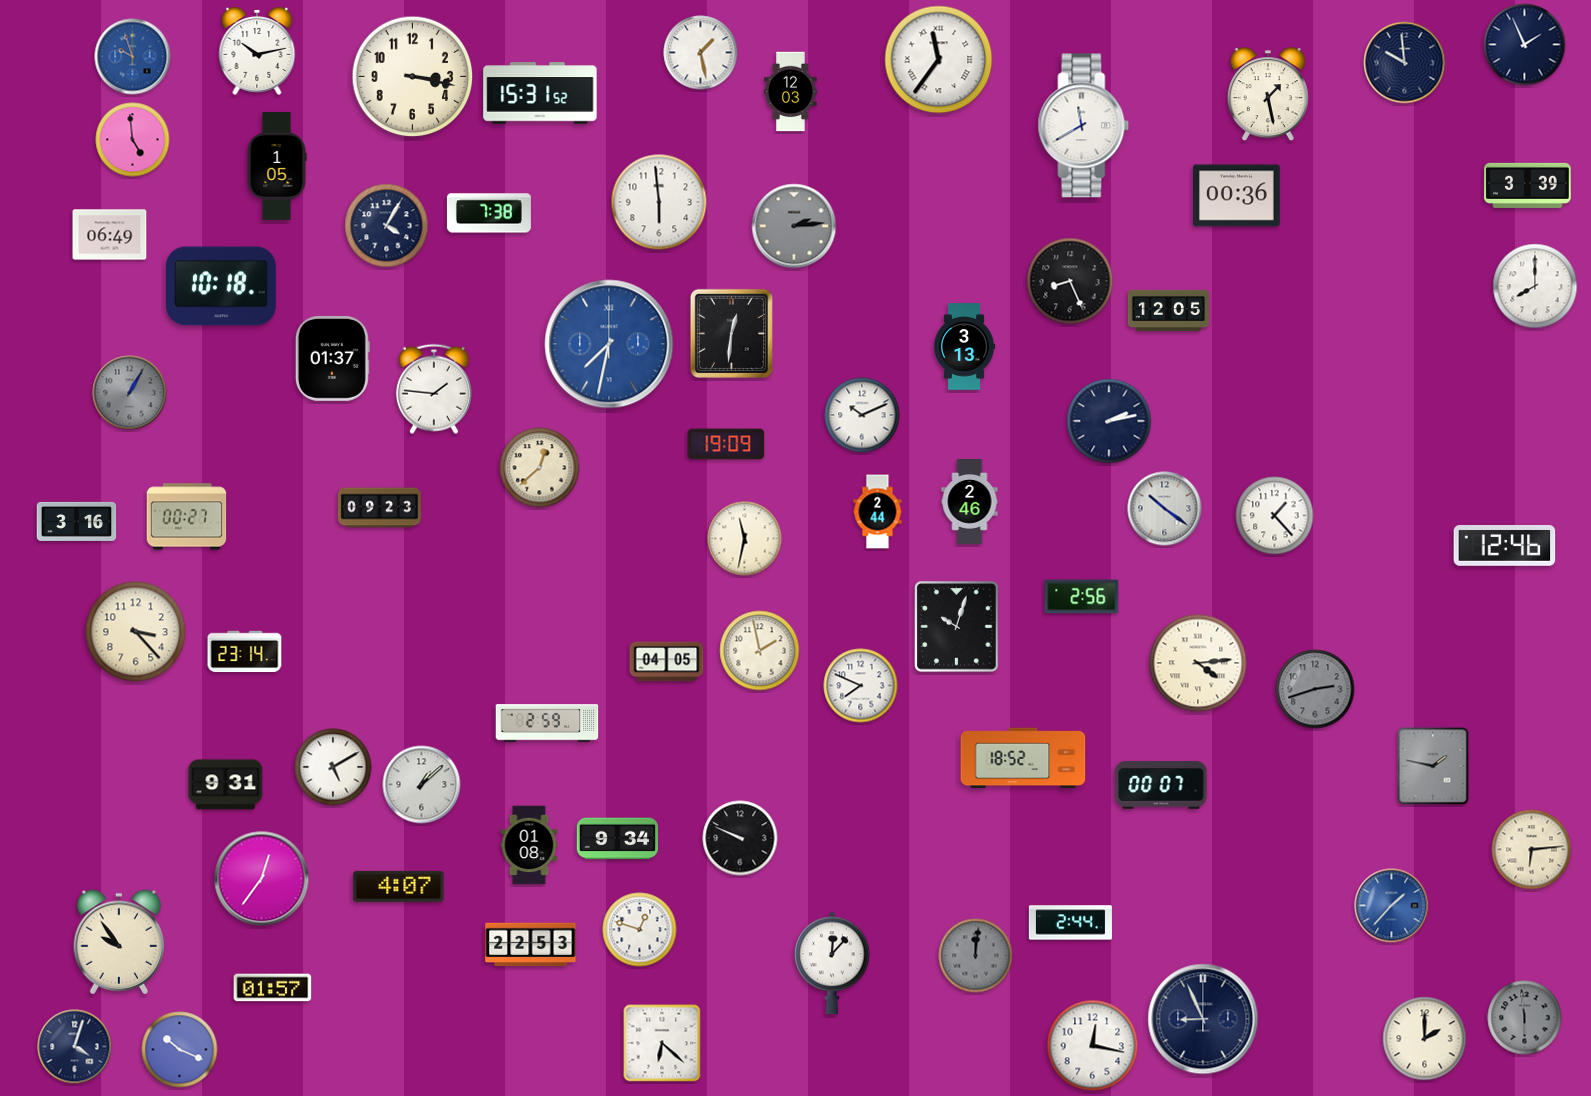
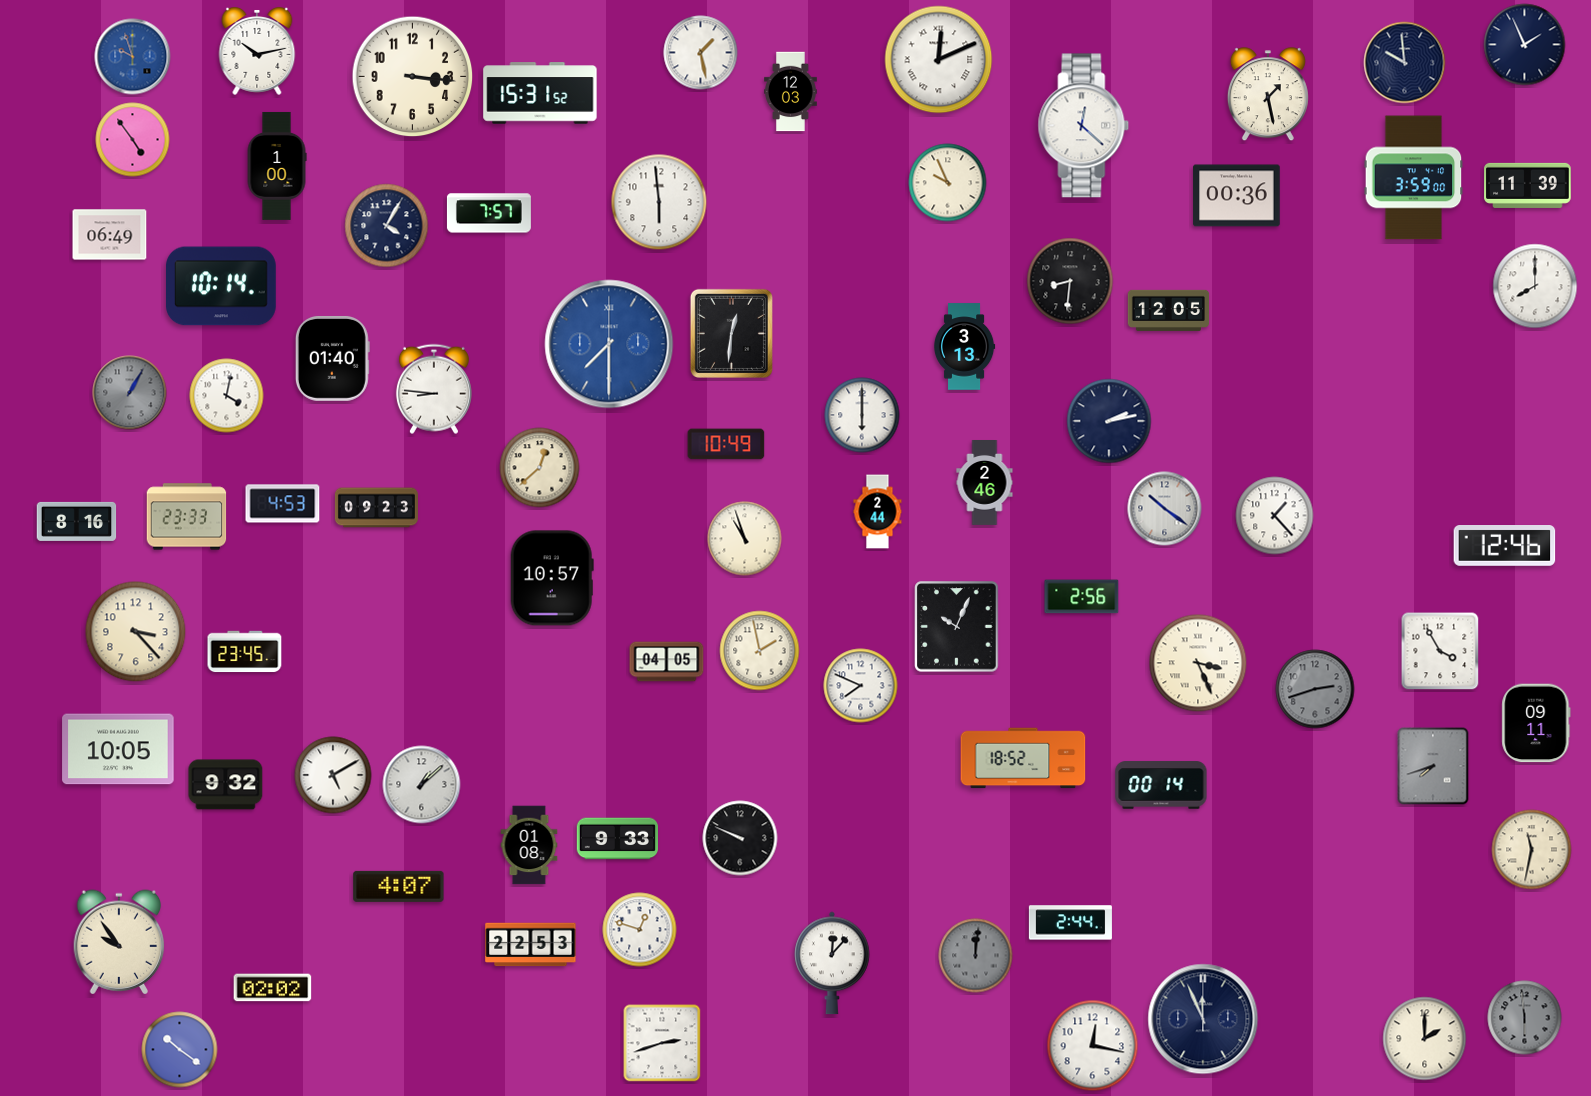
clock at (939, 60): 11:36 -> 12:11
clock at (413, 77): 3:17 -> 3:16
clock at (1084, 126): 11:40 -> 12:22
clock at (133, 140): 4:59 -> 4:54
clock at (277, 166): 1:05 -> 1:00
clock at (1414, 178): none -> 3:59
clock at (948, 183): none -> 9:56
clock at (1528, 185): 3:39 -> 11:39
clock at (489, 213): 7:38 -> 7:57
clock at (794, 226): 2:14 -> none
clock at (1070, 281): 8:26 -> 8:31
clock at (222, 286): 10:18 -> 10:14
clock at (609, 344): 7:32 -> 7:30
clock at (332, 358): 01:37 -> 01:40
clock at (434, 389): 1:46 -> 8:46
clock at (227, 396): none -> 4:02
clock at (862, 415): 10:11 -> 6:00
clock at (726, 444): 19:09 -> 10:49
clock at (970, 502) position: (970, 502) -> (985, 483)
clock at (283, 504): none -> 4:53
clock at (379, 508) position: (379, 508) -> (376, 508)
clock at (187, 517): 00:27 -> 23:33
clock at (77, 521): 3:16 -> 8:16
clock at (745, 539): 11:32 -> 10:57
clock at (552, 578): none -> 10:57
clock at (957, 627): 10:03 -> 10:04
clock at (1440, 651): none -> 3:55
clock at (245, 652): 23:14 -> 23:45
clock at (1198, 663): 4:14 -> 3:26
clock at (547, 723): 2:59 -> none
clock at (1536, 723): none -> 09:11
clock at (118, 749): none -> 10:05
clock at (1433, 766): 1:47 -> 7:42
clock at (333, 767) position: (333, 767) -> (333, 775)
clock at (226, 785): 9:31 -> 9:32
clock at (1161, 785): 00:07 -> 00:14
clock at (617, 839): 9:34 -> 9:33
clock at (1532, 850): 6:14 -> 11:32
clock at (262, 879): 12:36 -> none
clock at (1392, 906): 1:37 -> none
clock at (273, 988): 01:57 -> 02:02
clock at (1203, 1019): 8:56 -> 11:56
clock at (662, 1043): 6:22 -> 2:42
clock at (75, 1047): 4:03 -> none
clock at (180, 1050): 10:19 -> 10:21
